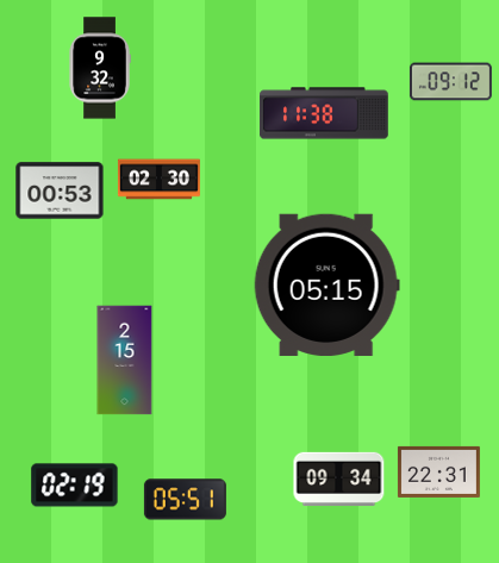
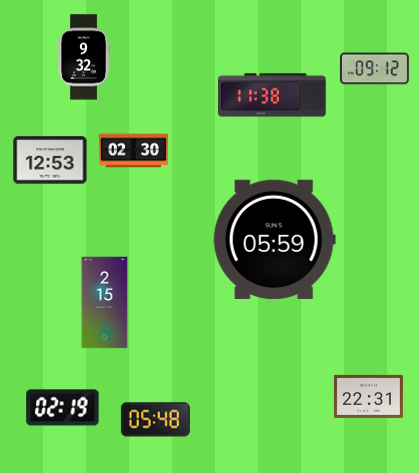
clock at (450, 82) position: (450, 82) -> (374, 69)
clock at (60, 190): 00:53 -> 12:53
clock at (326, 284): 05:15 -> 05:59
clock at (339, 478): 09:34 -> none
clock at (185, 500): 05:51 -> 05:48
